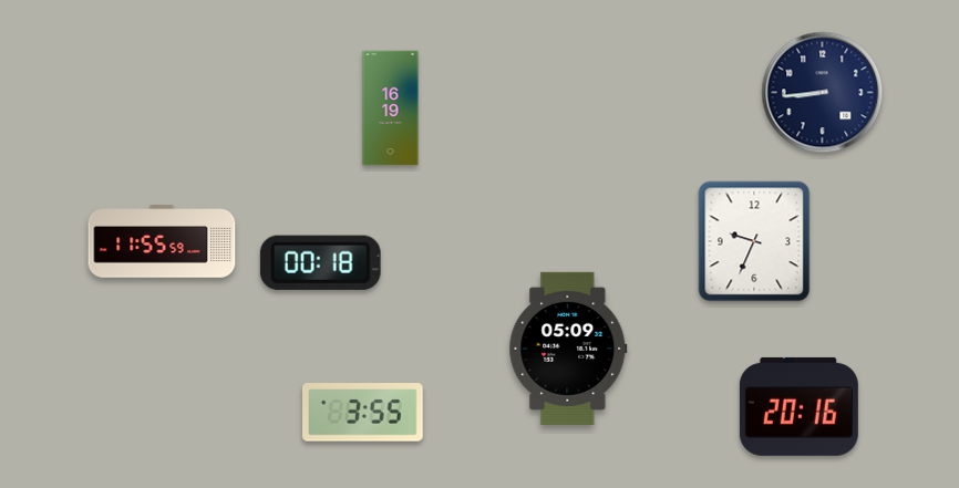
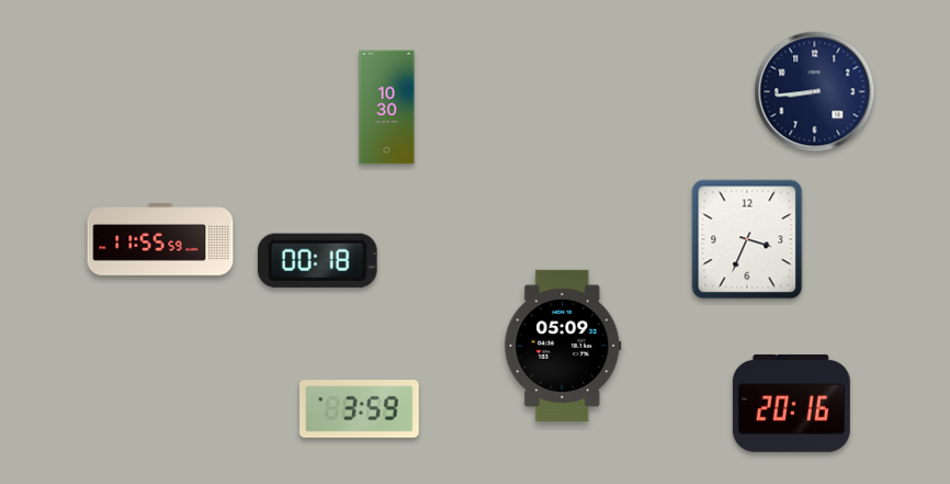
clock at (391, 108): 16:19 -> 10:30
clock at (754, 241): 9:34 -> 3:34
clock at (363, 413): 3:55 -> 3:59
